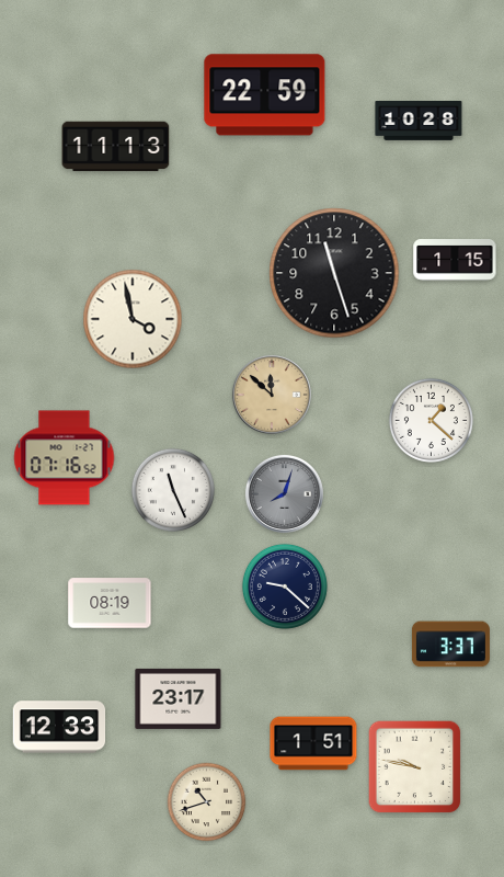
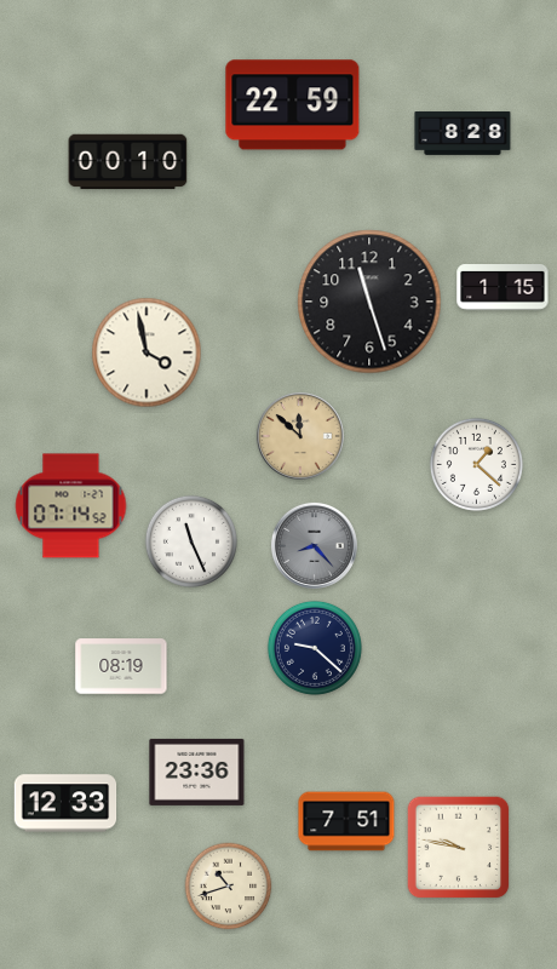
clock at (419, 122): 10:28 -> 8:28
clock at (116, 147): 11:13 -> 00:10
clock at (65, 458): 07:16 -> 07:14
clock at (284, 493): 8:03 -> 8:23
clock at (450, 645): 3:37 -> none
clock at (179, 698): 23:17 -> 23:36
clock at (313, 743): 1:51 -> 7:51
